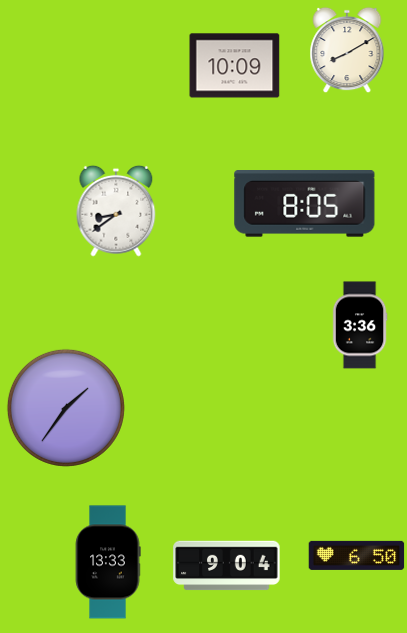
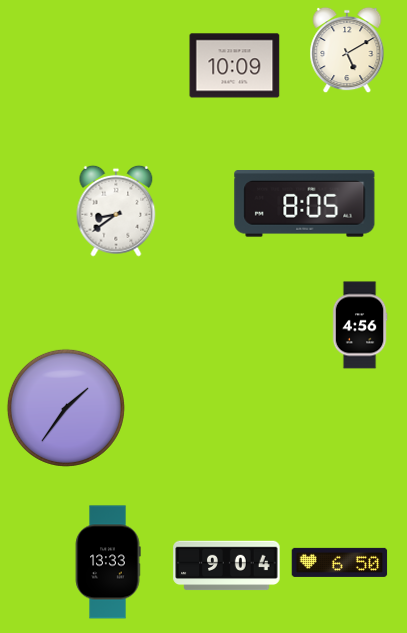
clock at (347, 50): 8:10 -> 5:10
clock at (360, 325): 3:36 -> 4:56
clock at (357, 555) position: (357, 555) -> (340, 562)
